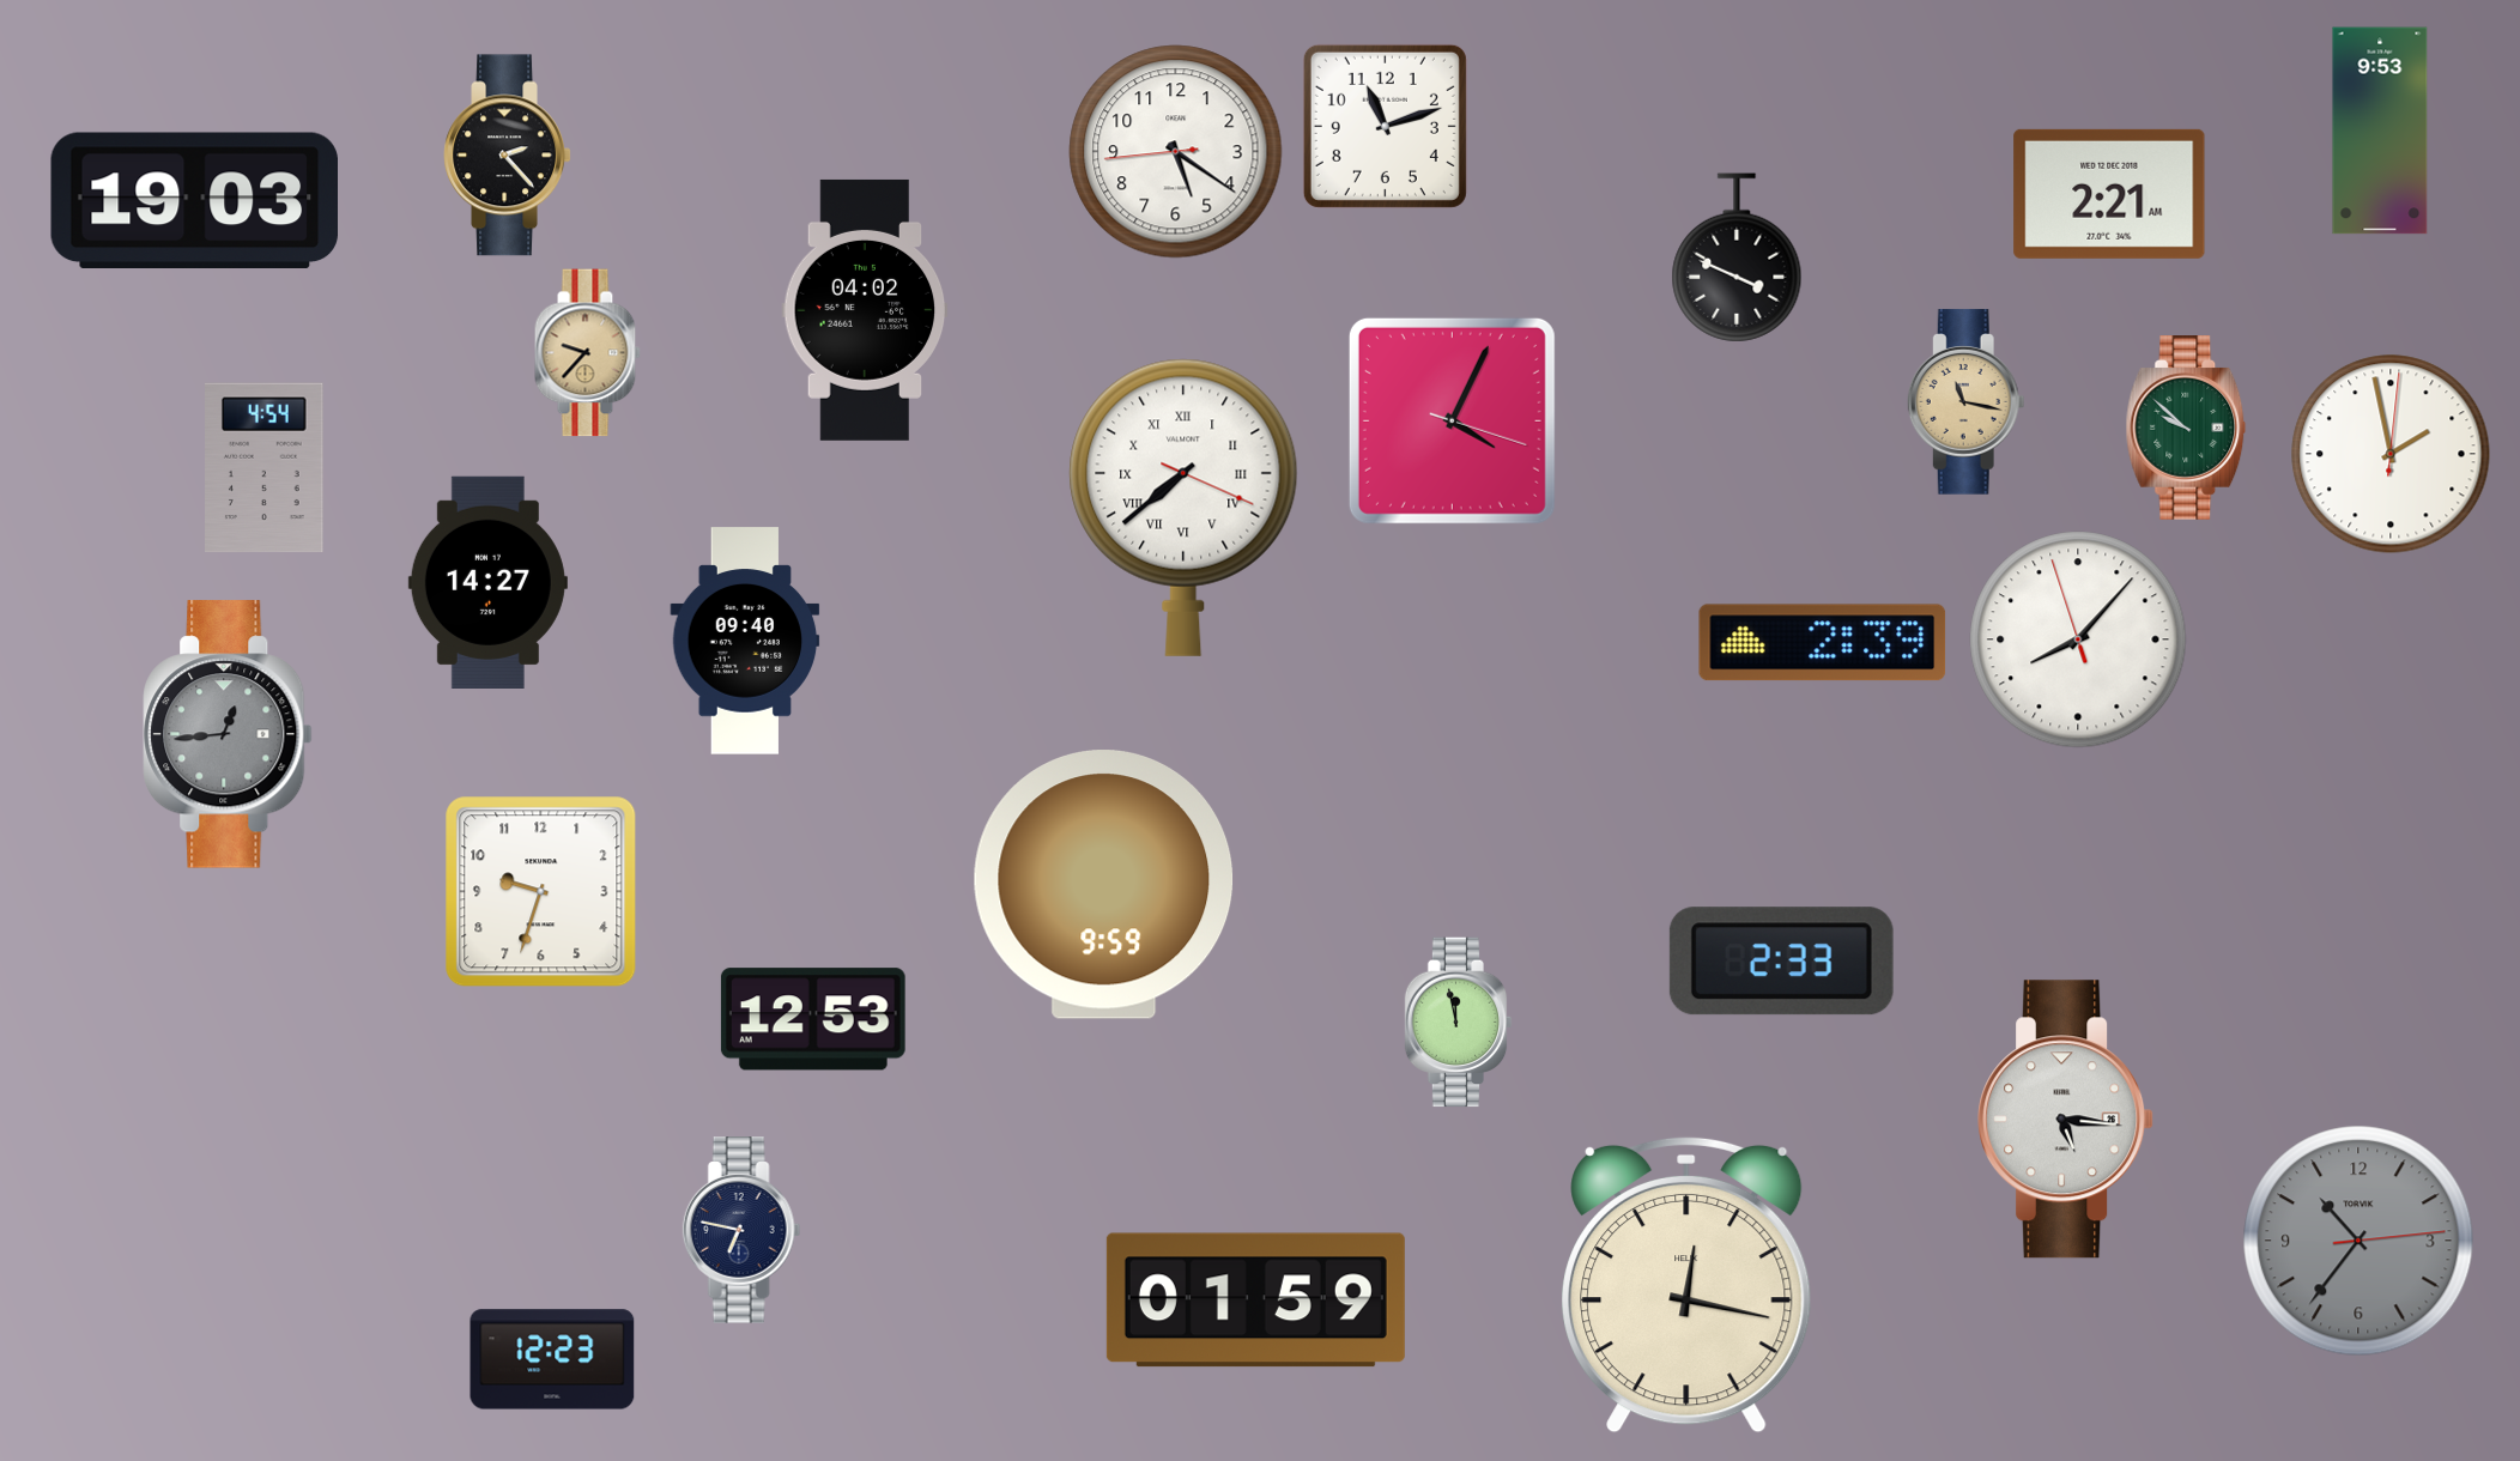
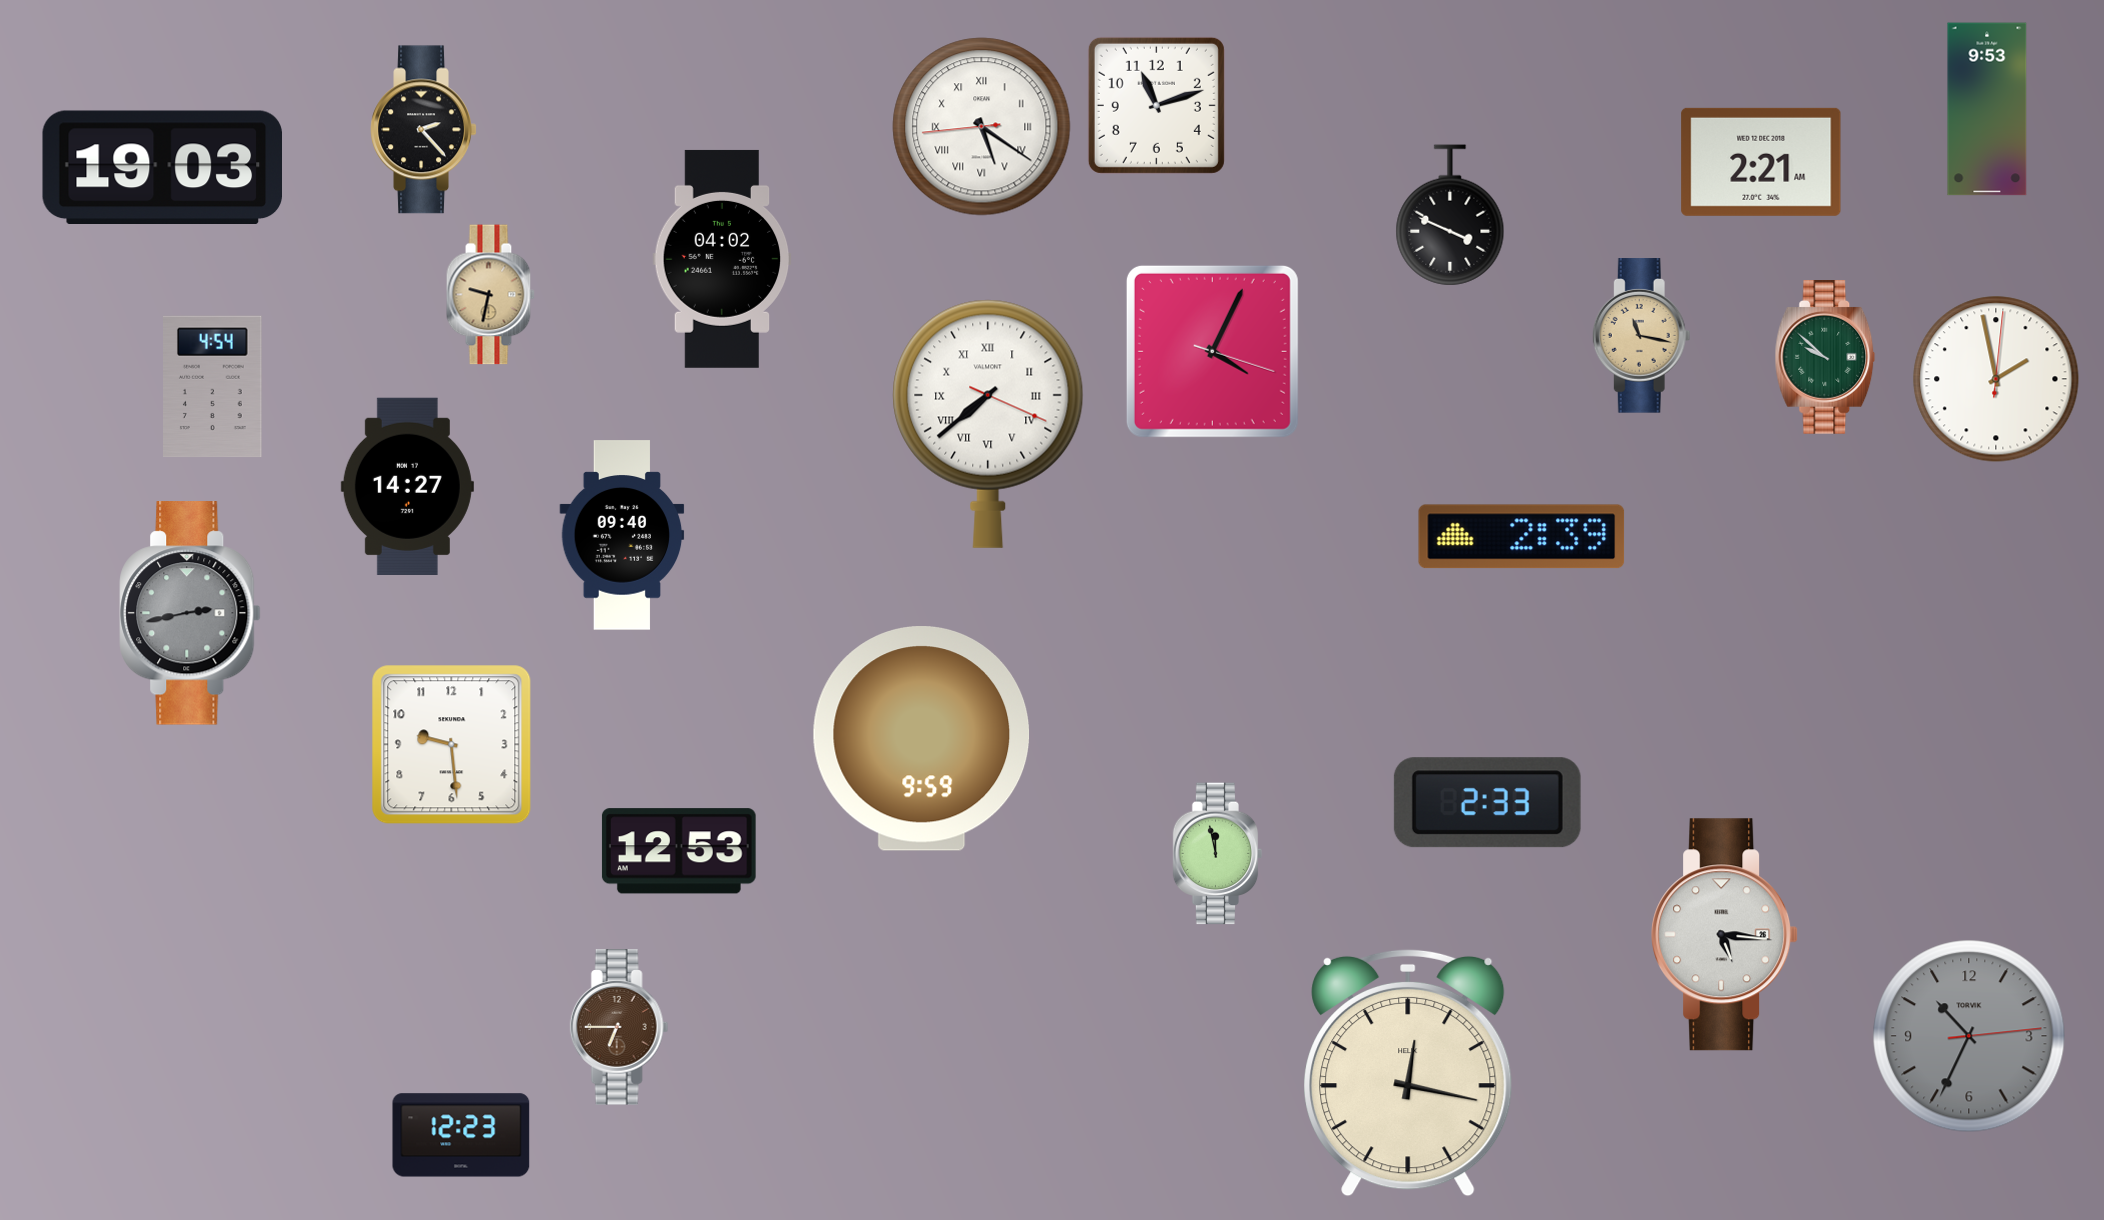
clock at (1176, 152) numerals: Arabic -> Roman
clock at (587, 353): 9:37 -> 9:32
clock at (265, 468) position: (265, 468) -> (213, 387)
clock at (2078, 639): 8:06 -> none
clock at (228, 734): 12:44 -> 2:43
clock at (541, 892): 9:33 -> 9:29
clock at (741, 1230): 6:47 -> 6:45
clock at (741, 1230) dial: navy -> brown
clock at (2358, 1241): 10:36 -> 10:34
clock at (1255, 1301): 01:59 -> none
